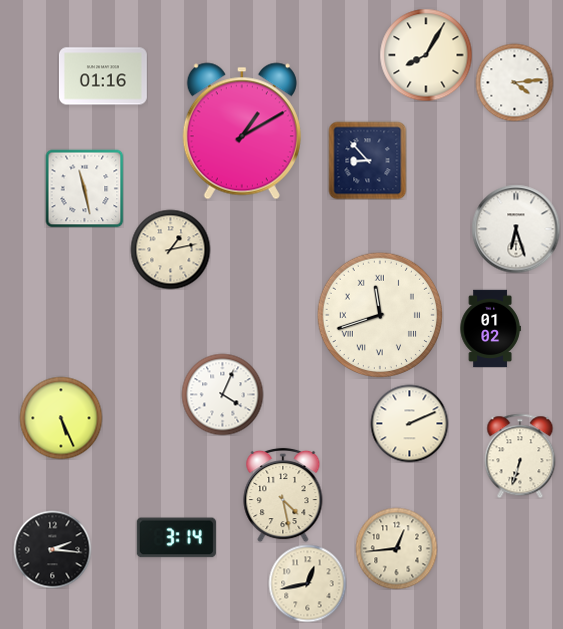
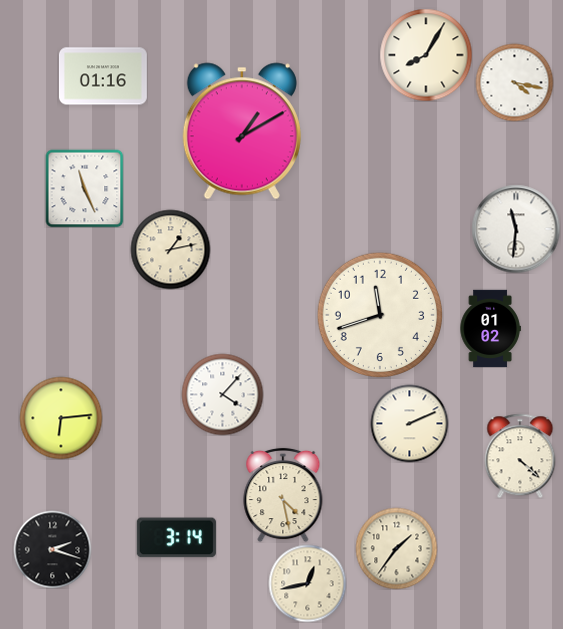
clock at (514, 82): 4:14 -> 4:17
clock at (367, 160): 8:53 -> none
clock at (84, 188): 11:28 -> 11:26
clock at (516, 229): 6:27 -> 11:31
clock at (380, 315) numerals: Roman -> Arabic
clock at (222, 394): 4:04 -> 4:07
clock at (61, 418): 5:26 -> 6:14
clock at (520, 456): 6:33 -> 4:22
clock at (396, 548): 12:44 -> 1:36
clock at (52, 549): 2:16 -> 2:18
